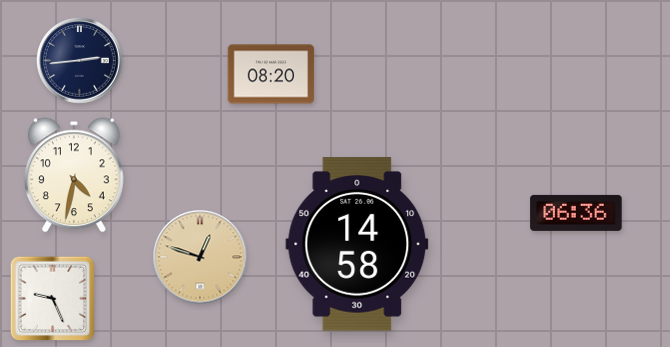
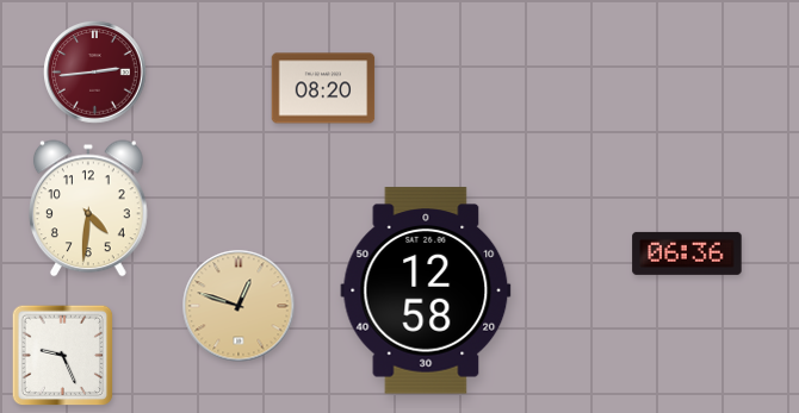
clock at (80, 61) dial: navy -> burgundy
clock at (75, 175): 4:32 -> 4:31
clock at (357, 244): 14:58 -> 12:58
